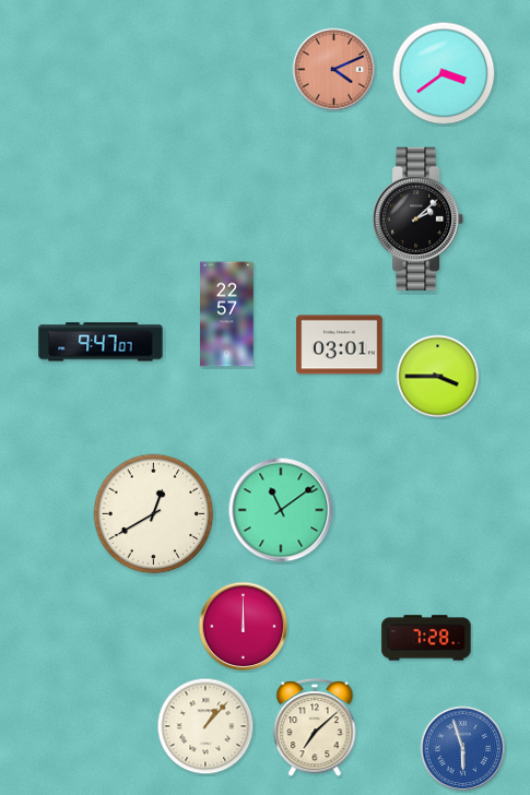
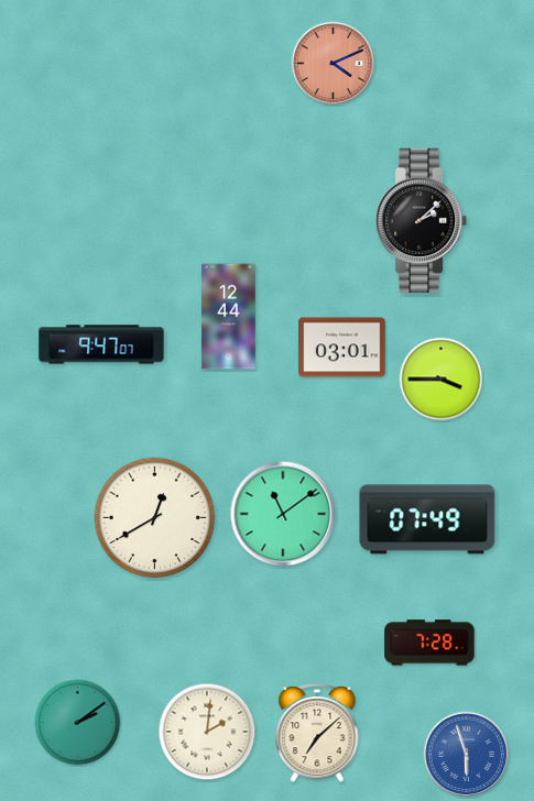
clock at (334, 70) position: (334, 70) -> (334, 64)
clock at (444, 73): 3:39 -> none
clock at (227, 315): 22:57 -> 12:44
clock at (427, 519): none -> 07:49
clock at (244, 627): 12:00 -> none
clock at (78, 723): none -> 2:09
clock at (205, 726): 1:07 -> 2:01
